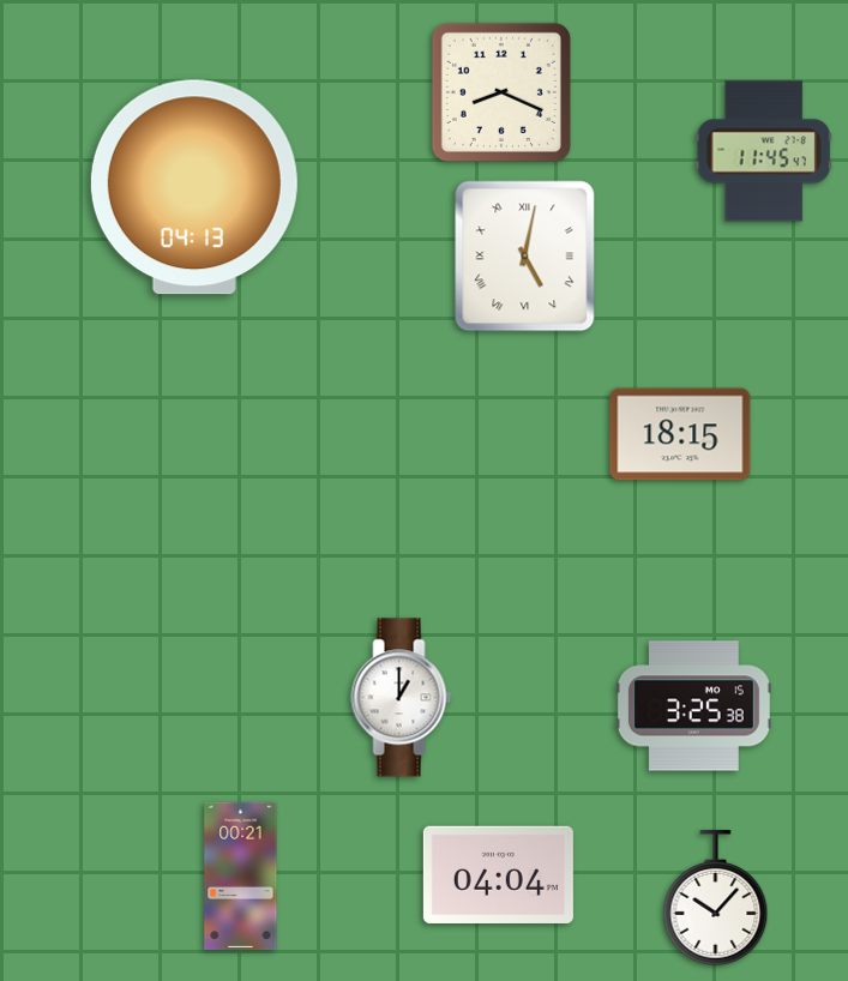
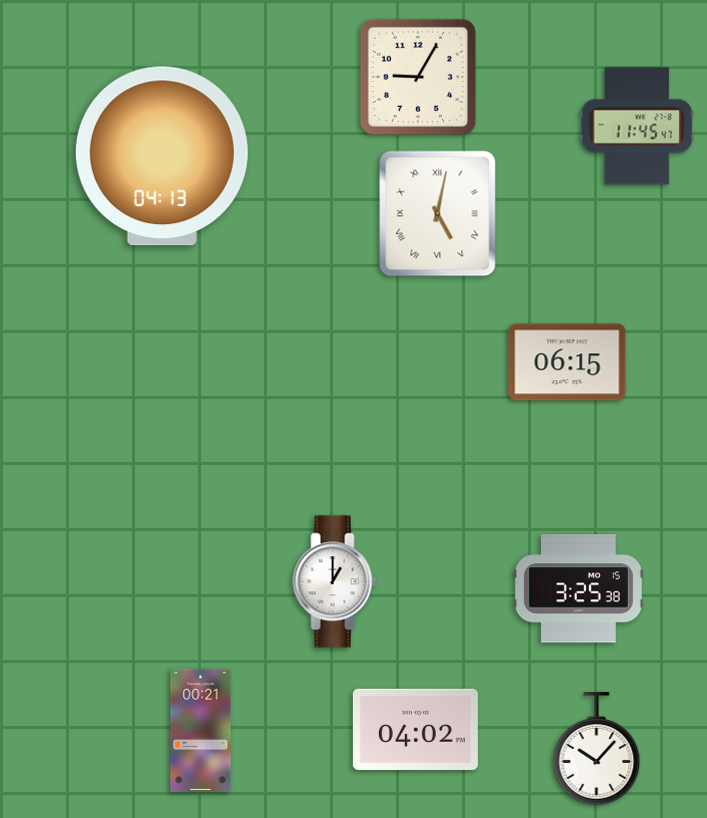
clock at (501, 92): 8:19 -> 9:05
clock at (680, 434): 18:15 -> 06:15
clock at (498, 874): 04:04 -> 04:02
